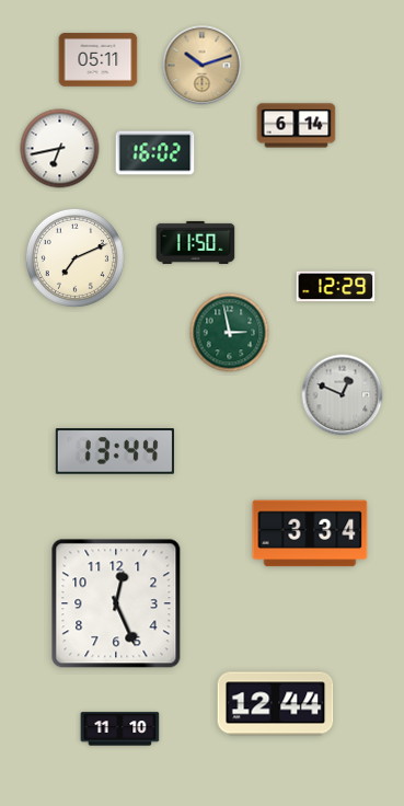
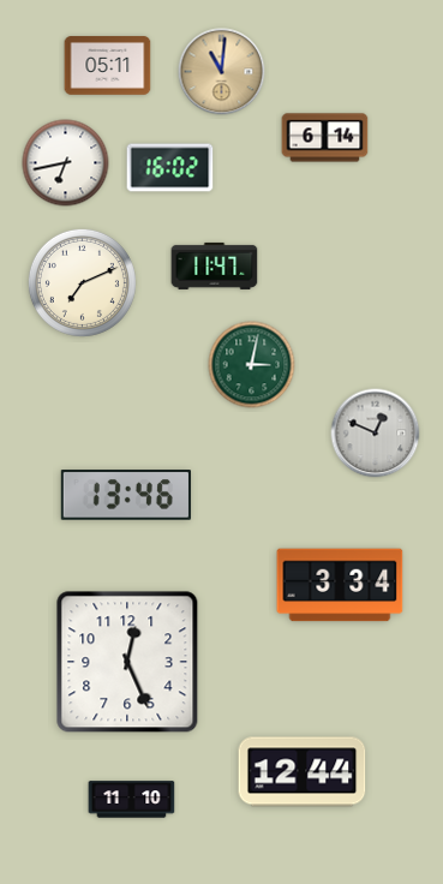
clock at (203, 66): 10:12 -> 11:01
clock at (196, 242): 11:50 -> 11:47
clock at (336, 287): 12:29 -> none
clock at (230, 333): 2:58 -> 3:02
clock at (115, 452): 13:44 -> 13:46
